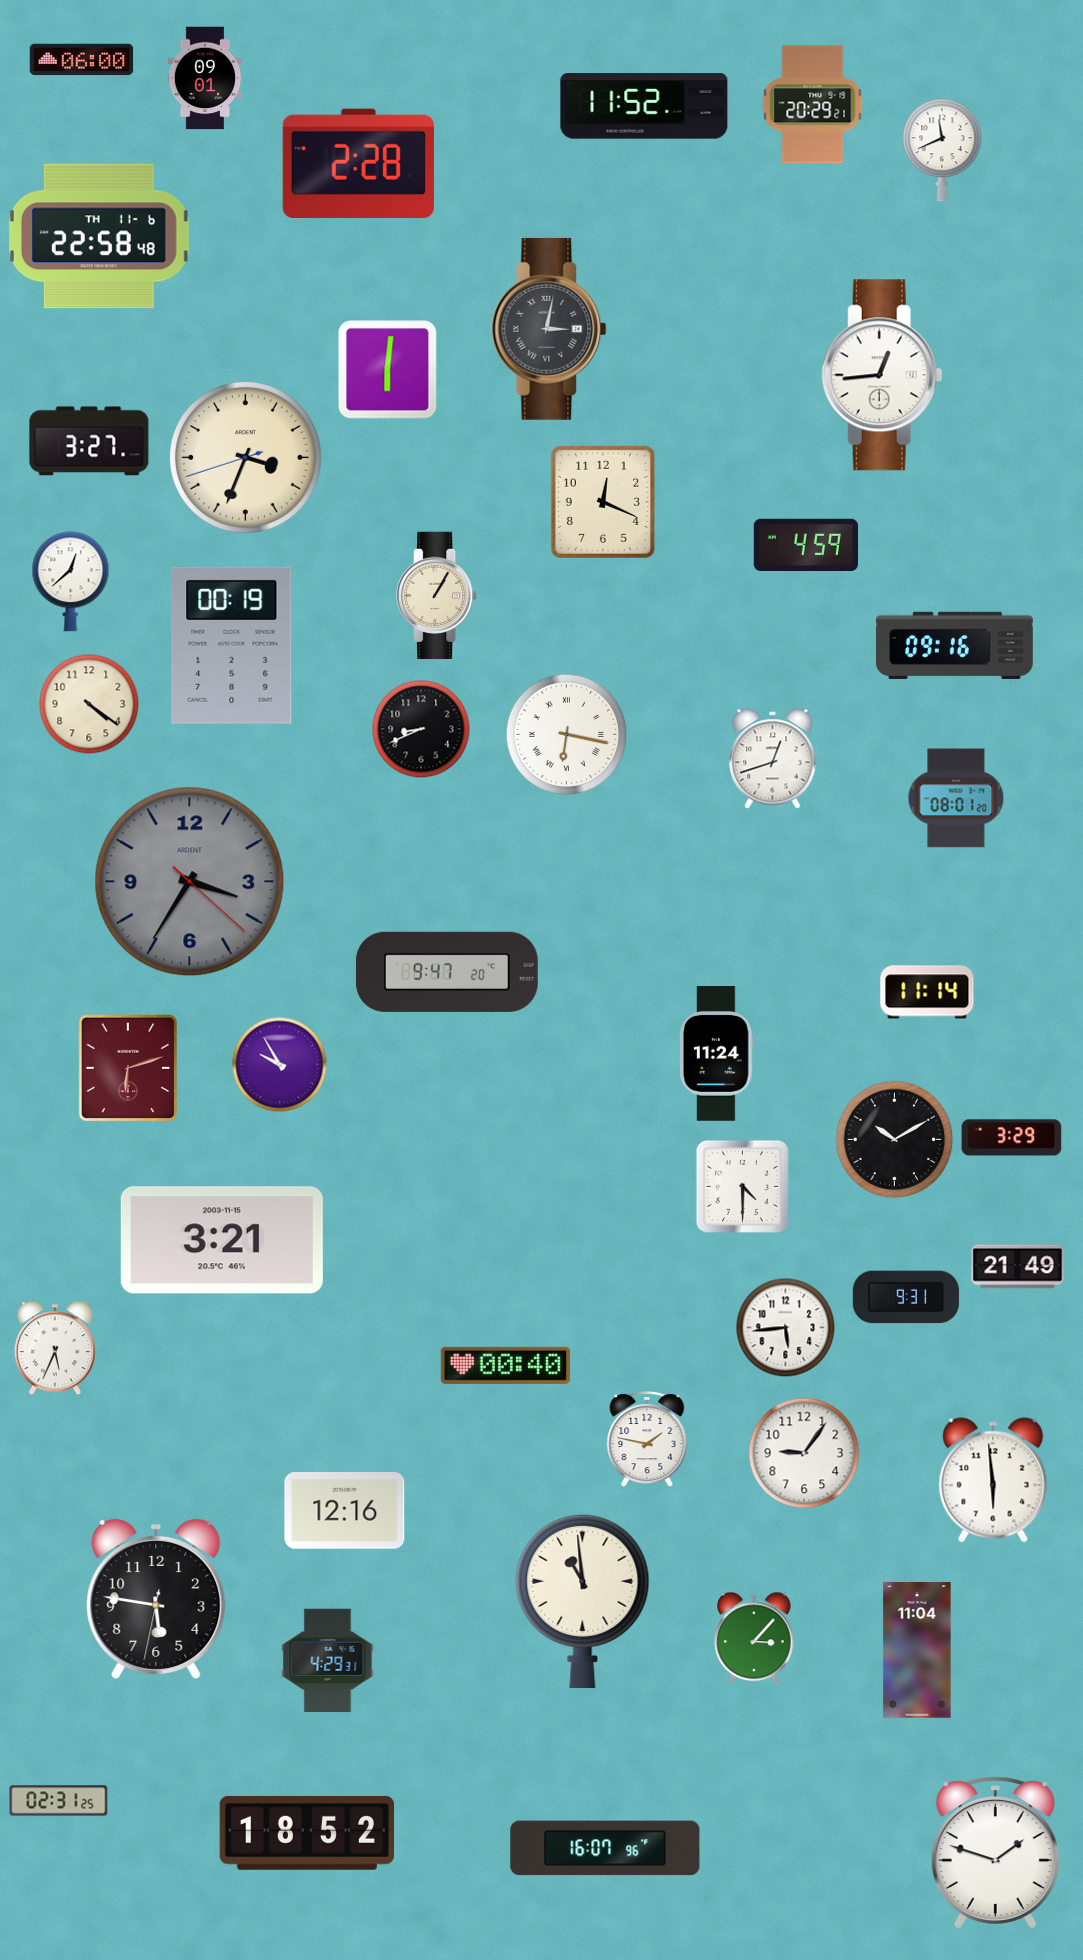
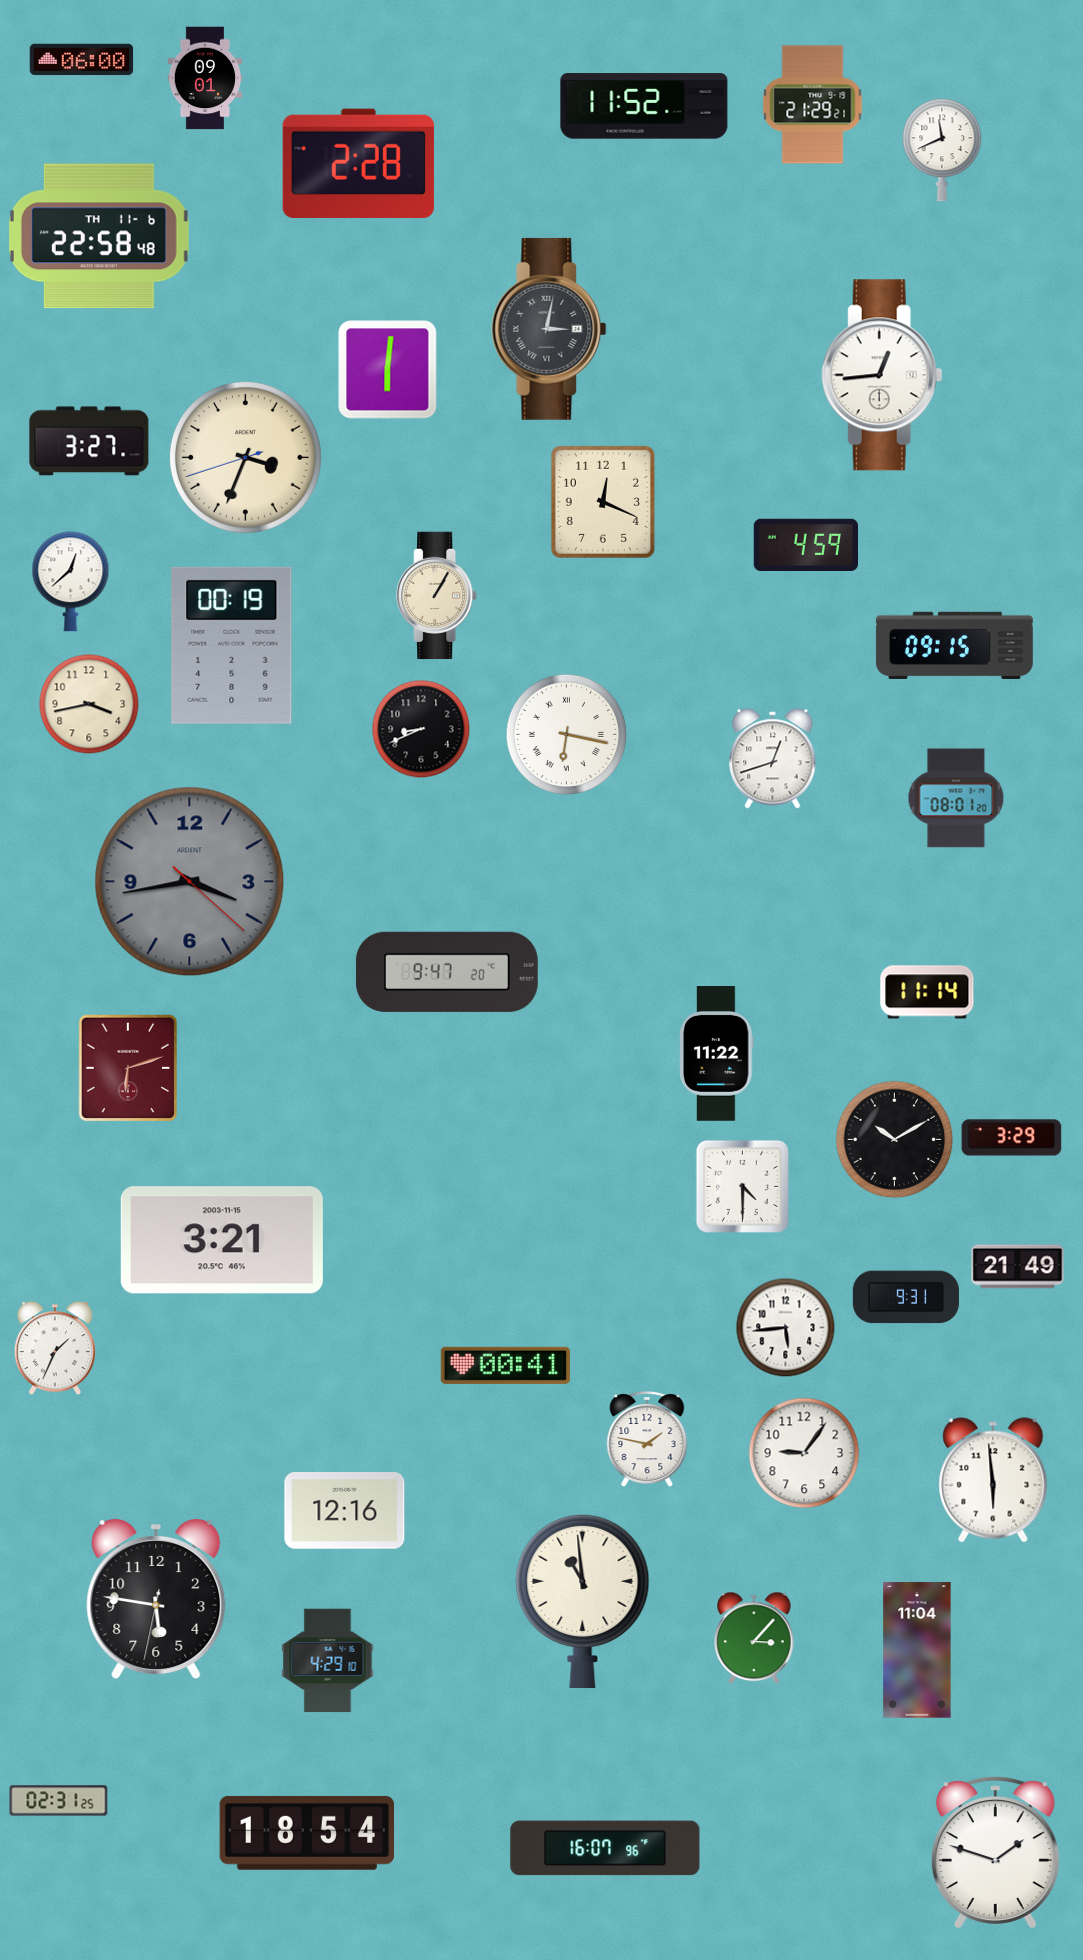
clock at (813, 105): 20:29 -> 21:29
clock at (954, 645): 09:16 -> 09:15
clock at (89, 704): 4:21 -> 3:43
clock at (190, 882): 3:35 -> 3:43
clock at (717, 1054): 11:24 -> 11:22
clock at (280, 1065): 9:55 -> none
clock at (55, 1349): 5:34 -> 1:34
clock at (505, 1365): 00:40 -> 00:41
clock at (328, 1661): 4:29:31 -> 4:29:10
clock at (307, 1833): 18:52 -> 18:54
